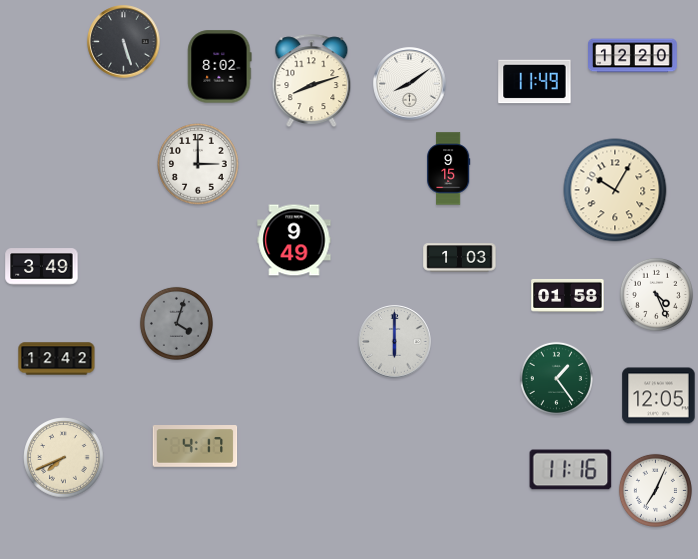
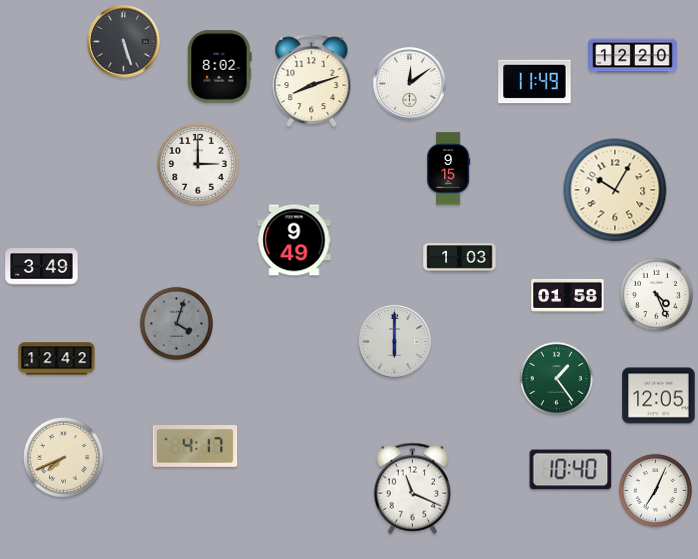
clock at (410, 84): 8:09 -> 12:09
clock at (571, 470): 11:16 -> 10:40
clock at (413, 488): none -> 11:19
